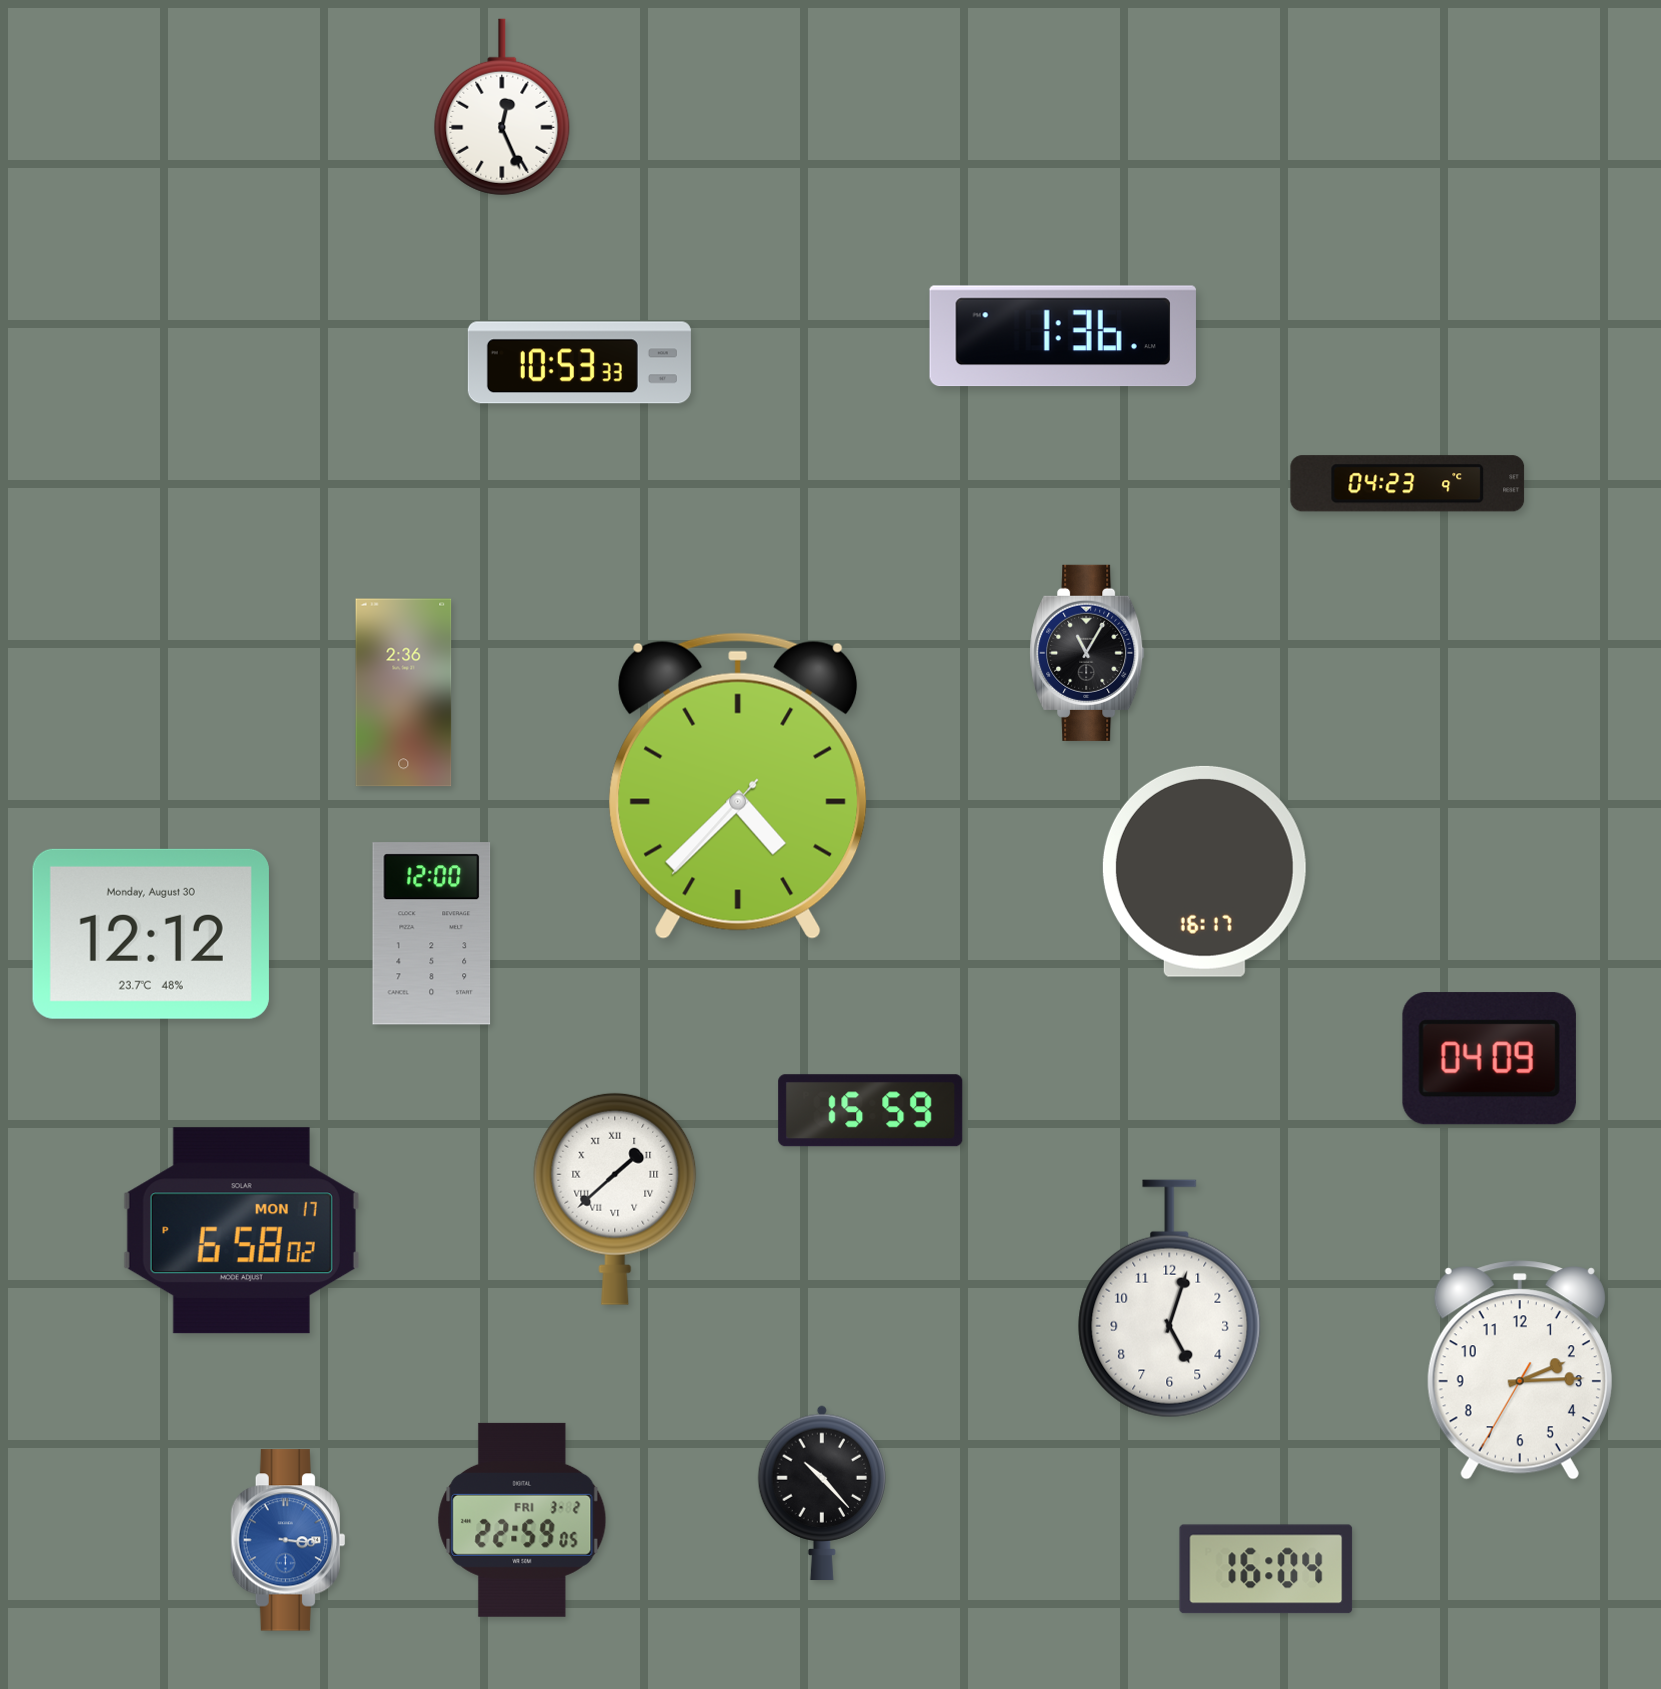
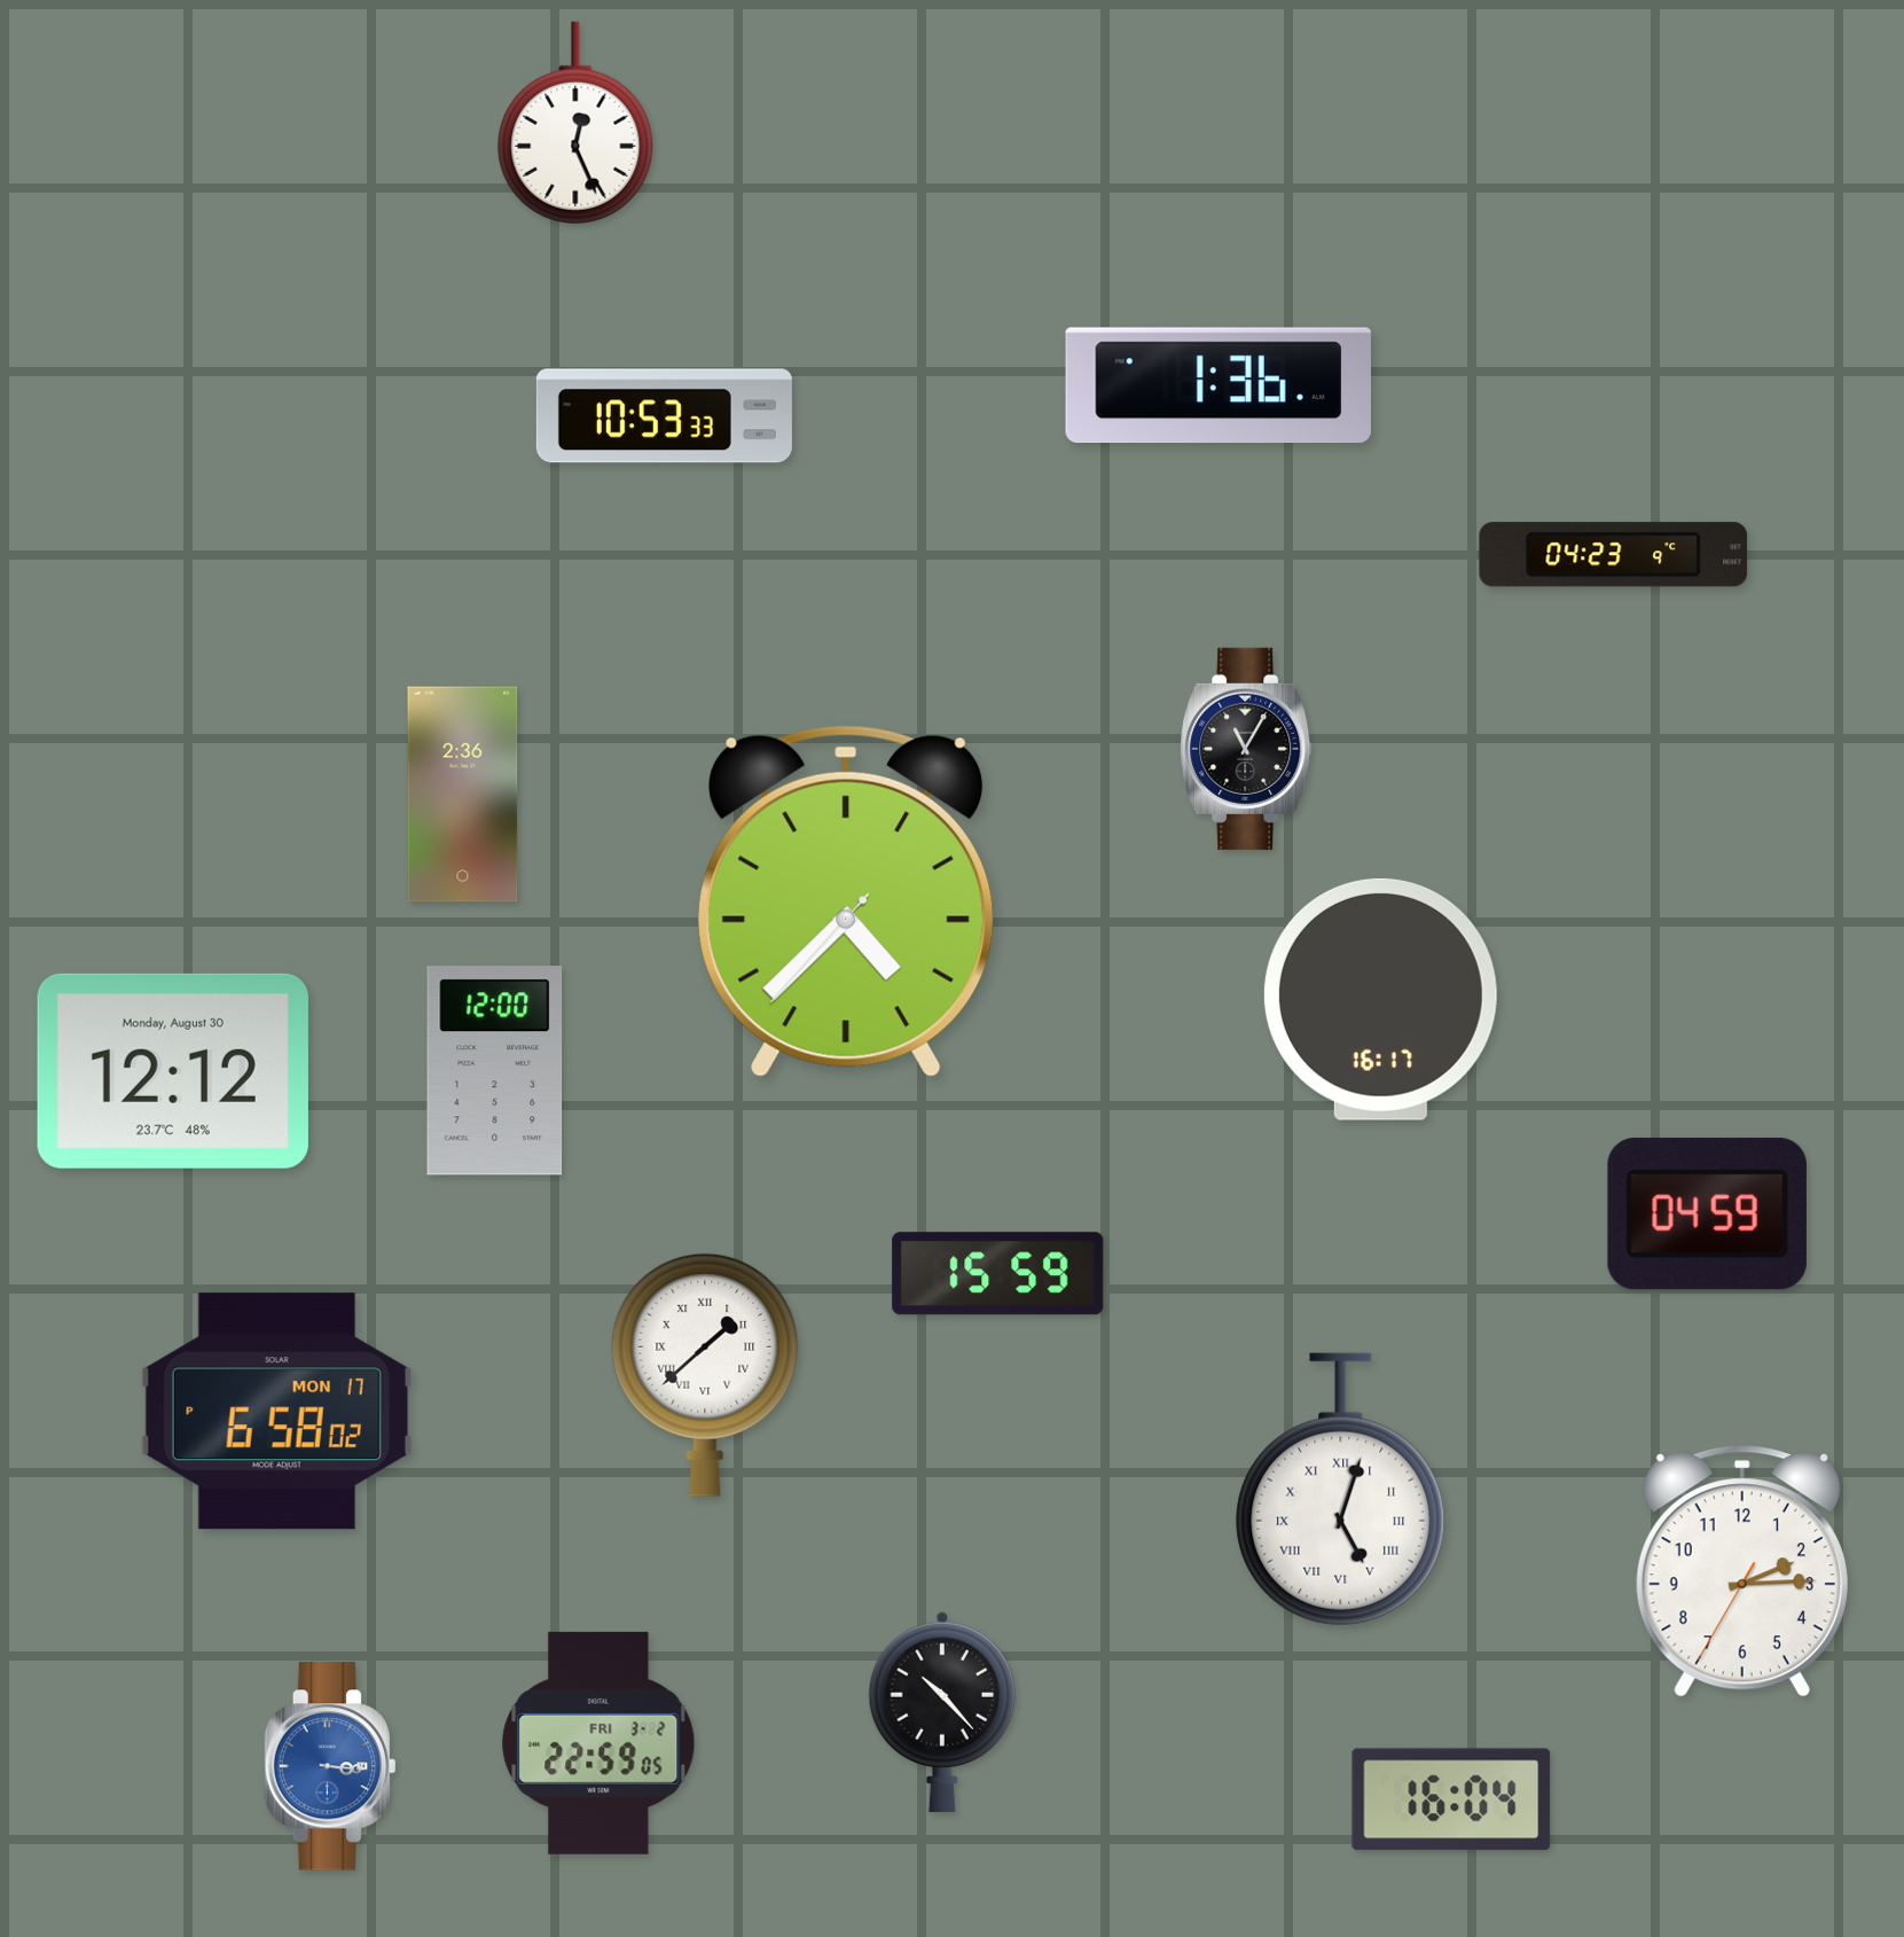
clock at (1489, 1059): 04:09 -> 04:59
clock at (1170, 1299) numerals: Arabic -> Roman
